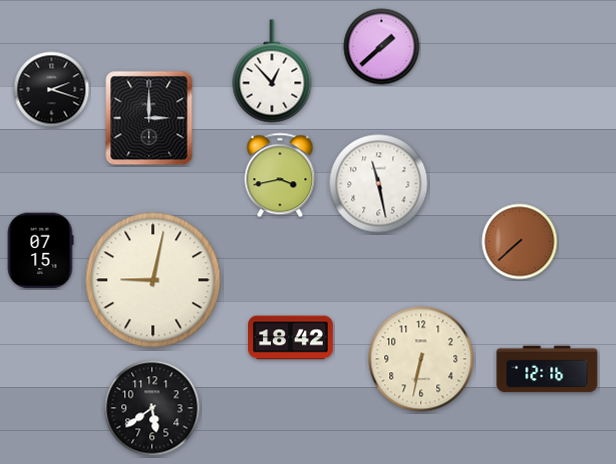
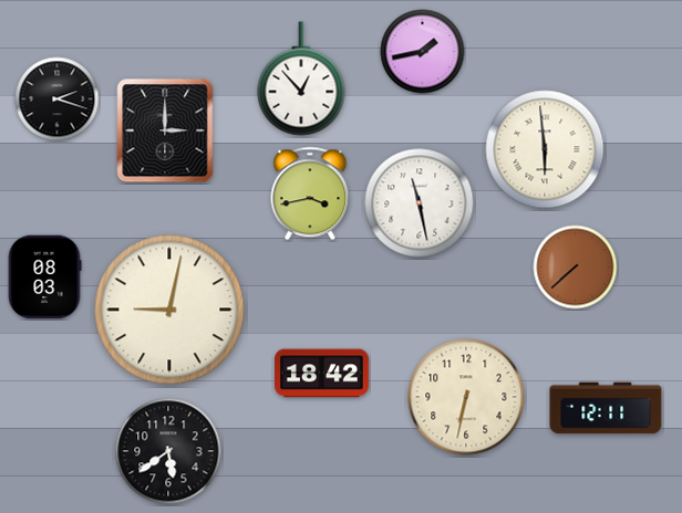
clock at (382, 47): 1:38 -> 1:43
clock at (545, 149): none -> 5:59
clock at (40, 251): 07:15 -> 08:03
clock at (547, 369): 12:16 -> 12:11
